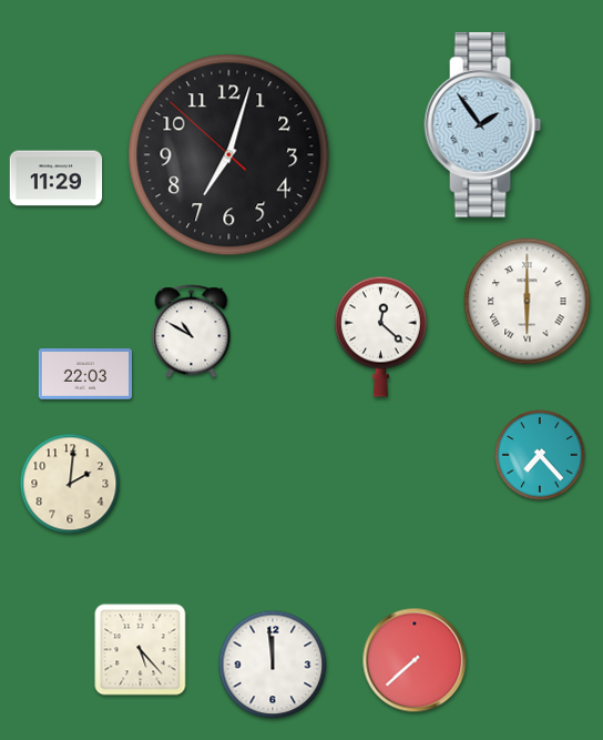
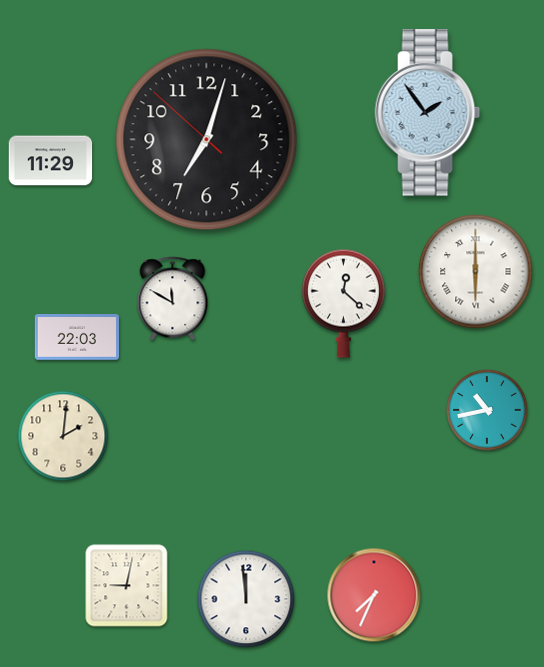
clock at (483, 125) position: (483, 125) -> (428, 113)
clock at (192, 332): 10:50 -> 11:50
clock at (540, 455): 7:23 -> 10:43
clock at (141, 650): 5:23 -> 9:02
clock at (415, 660): 7:38 -> 7:34
